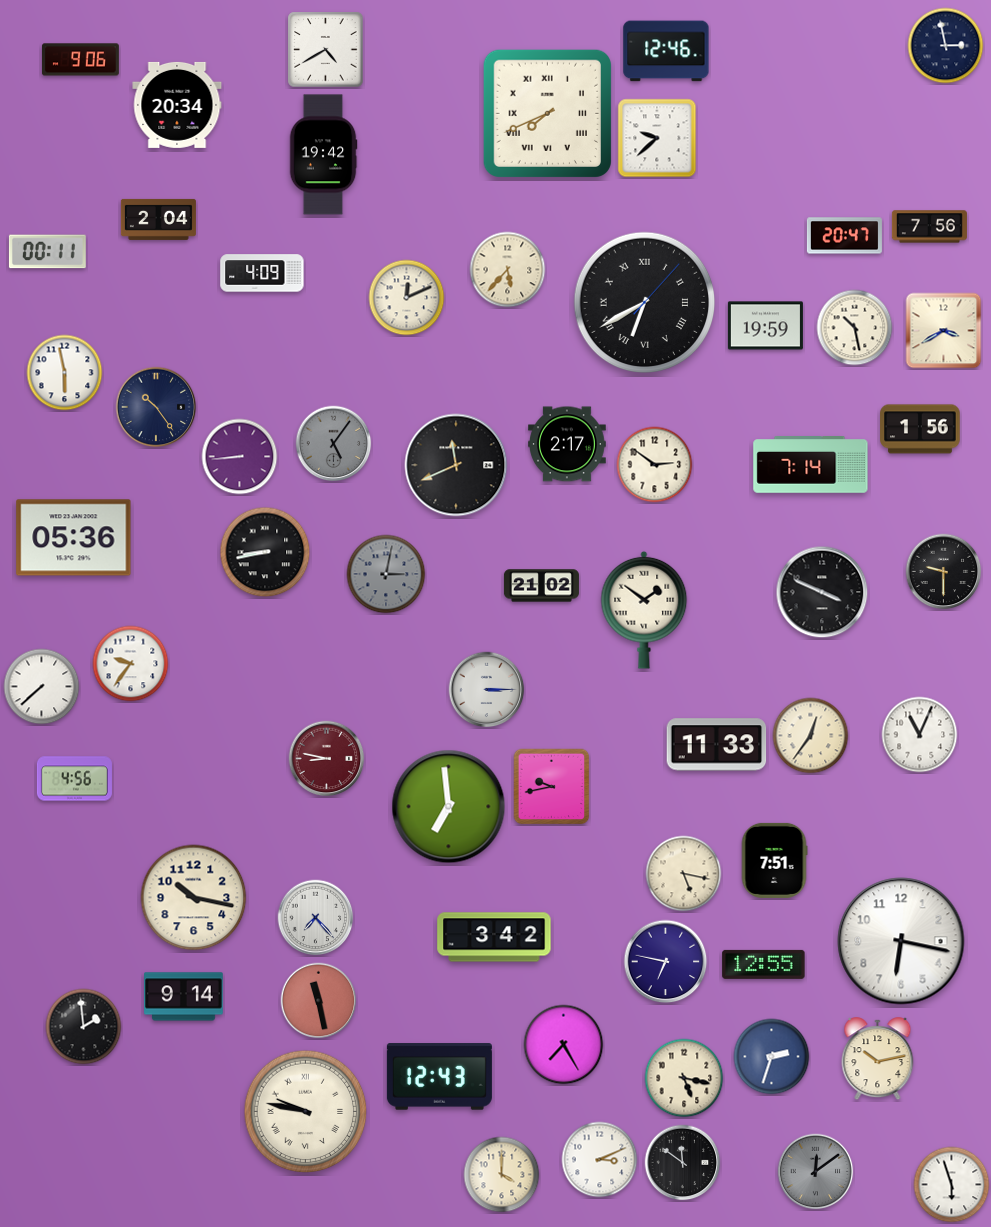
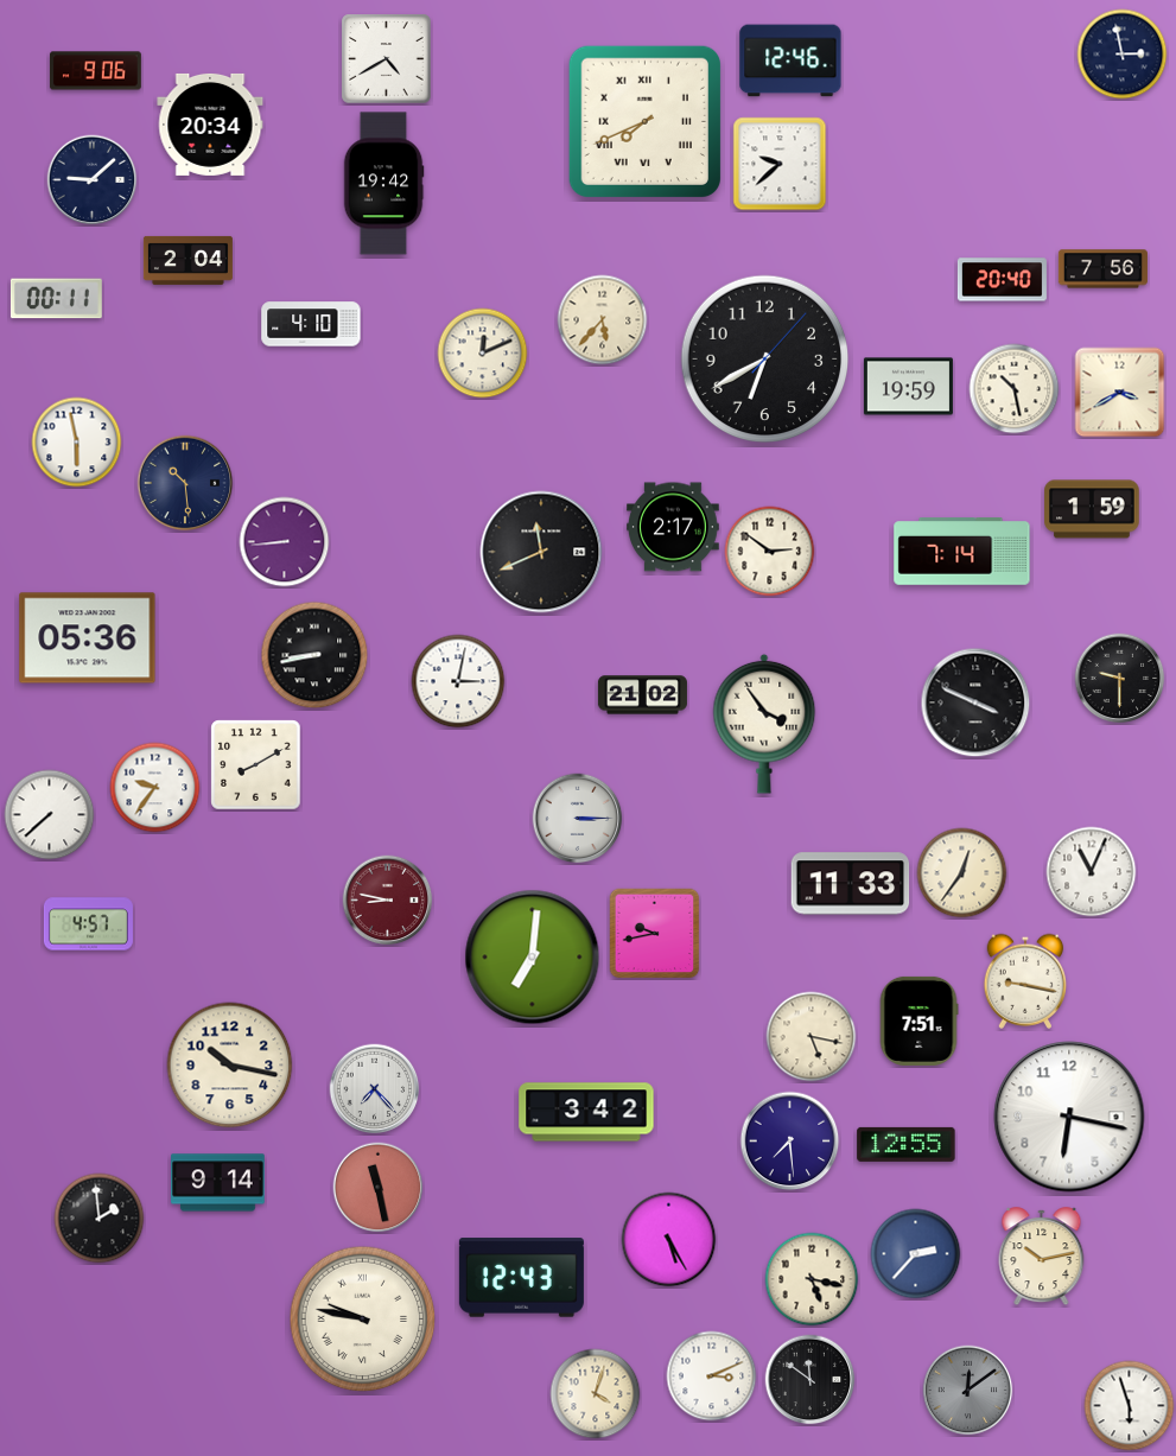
clock at (547, 113) position: (547, 113) -> (644, 121)
clock at (93, 180): none -> 9:08
clock at (844, 236): 20:47 -> 20:40
clock at (262, 273): 4:09 -> 4:10
clock at (645, 303) numerals: Roman -> Arabic
clock at (156, 407): 10:24 -> 10:29
clock at (920, 429): 1:56 -> 1:59
clock at (334, 444): 5:06 -> none
clock at (655, 465) position: (655, 465) -> (770, 552)
clock at (386, 574) dial: grey -> white
clock at (644, 610): 1:51 -> 3:54
clock at (256, 765): none -> 8:10
clock at (74, 779): 4:56 -> 4:57
clock at (449, 807): 6:59 -> 7:01
clock at (1025, 981): none -> 9:17
clock at (666, 962): 6:47 -> 7:29
clock at (564, 1045): 7:25 -> 5:25
clock at (772, 1057): 2:33 -> 2:37
clock at (502, 1175): 4:00 -> 4:03
